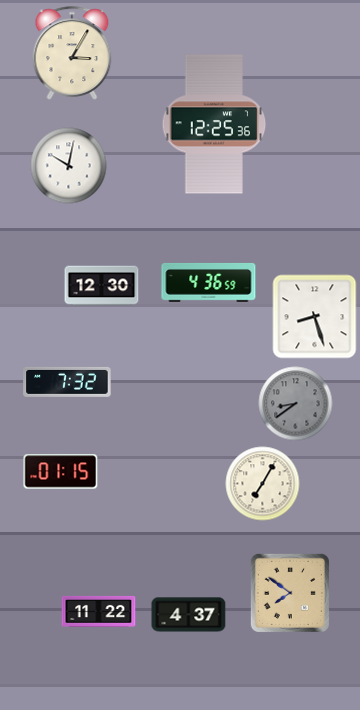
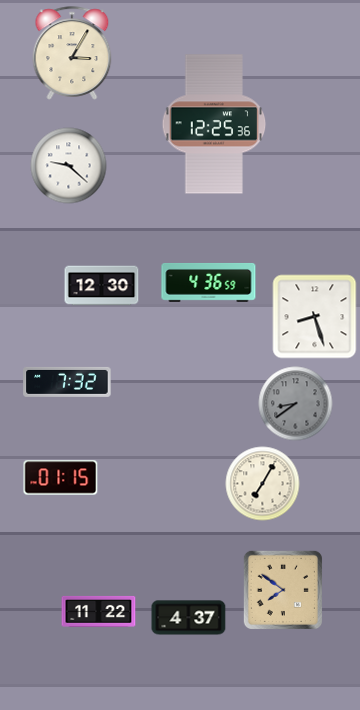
clock at (69, 166): 10:02 -> 9:22
clock at (61, 472) position: (61, 472) -> (61, 478)
clock at (290, 593) position: (290, 593) -> (283, 590)
clock at (189, 615) position: (189, 615) -> (189, 618)
